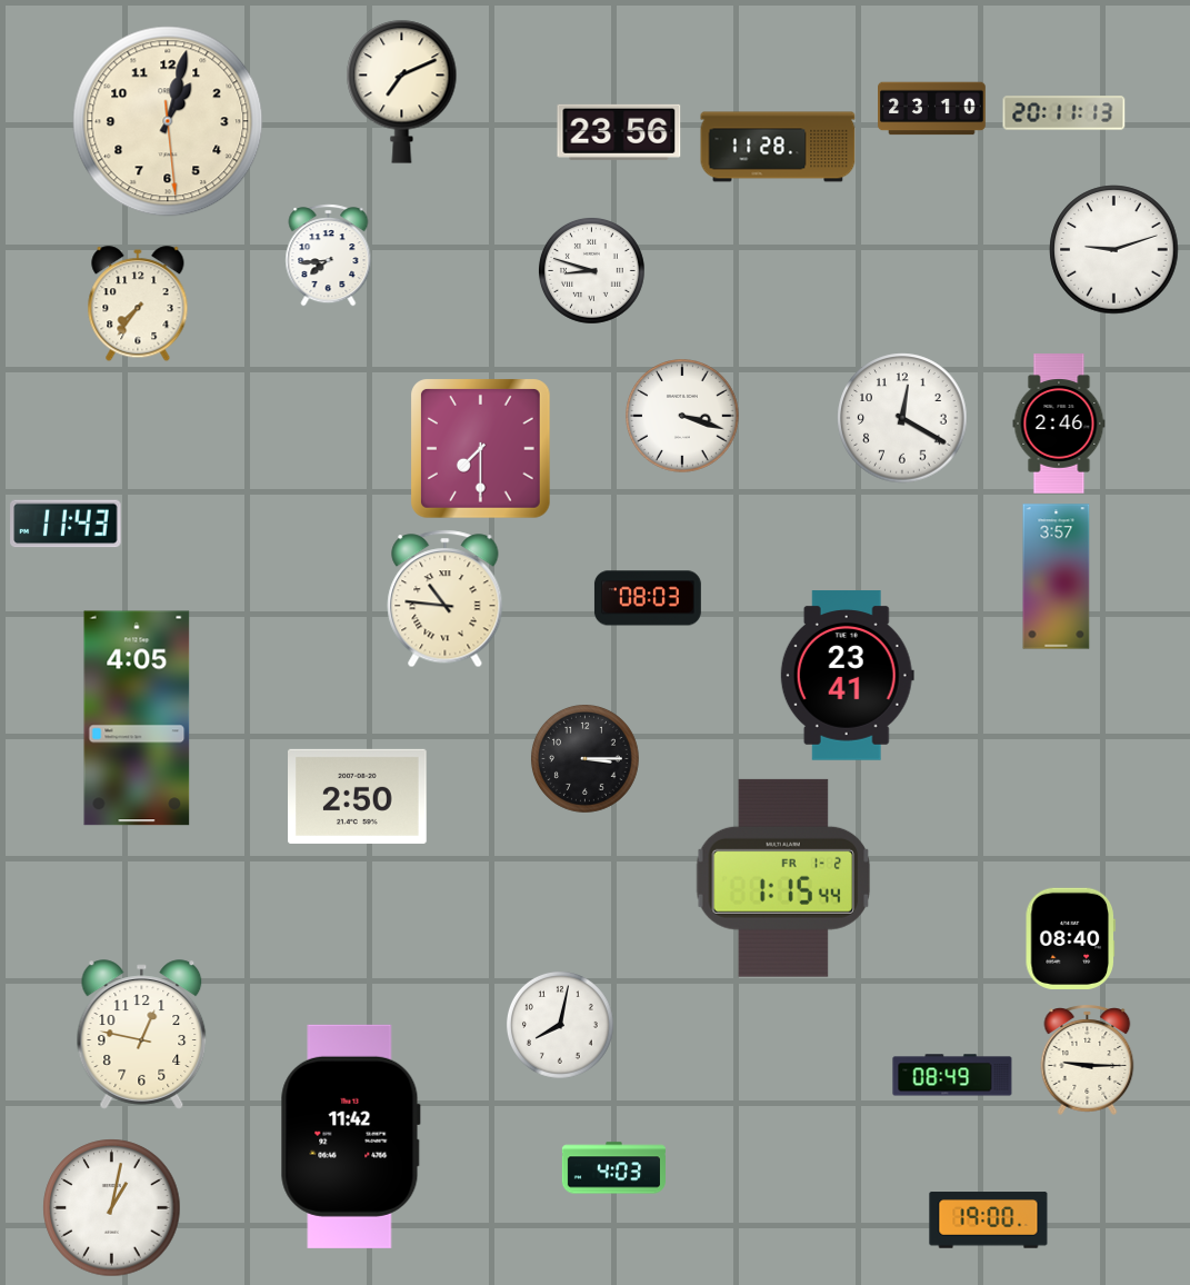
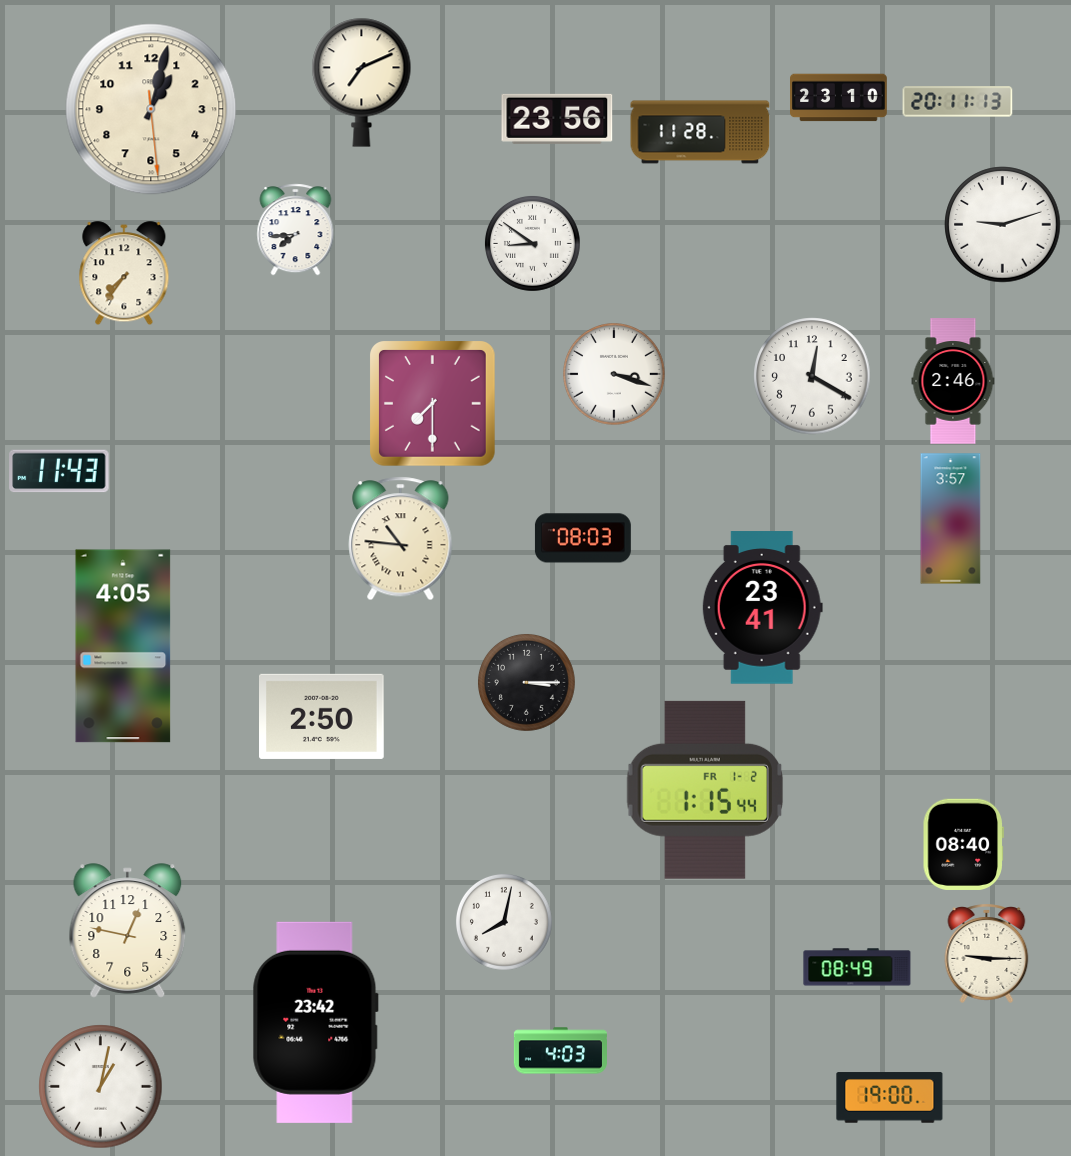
clock at (591, 270): 8:48 -> 8:51
clock at (1088, 1059) position: (1088, 1059) -> (987, 953)
clock at (350, 1136): 11:42 -> 23:42
clock at (613, 1168) position: (613, 1168) -> (560, 1051)
